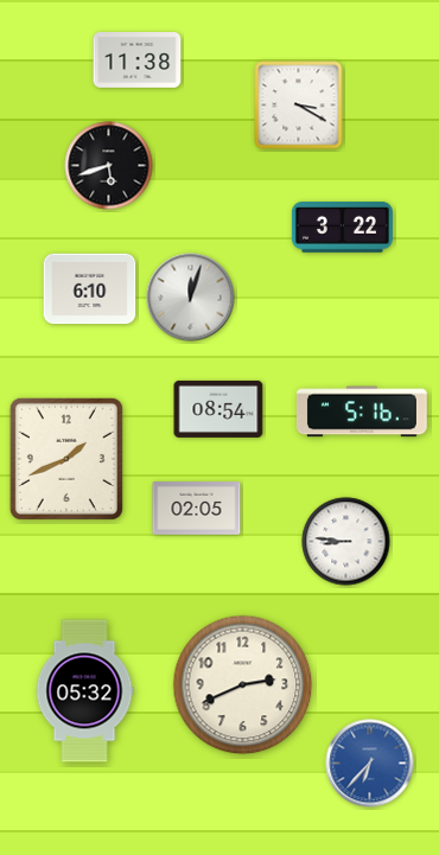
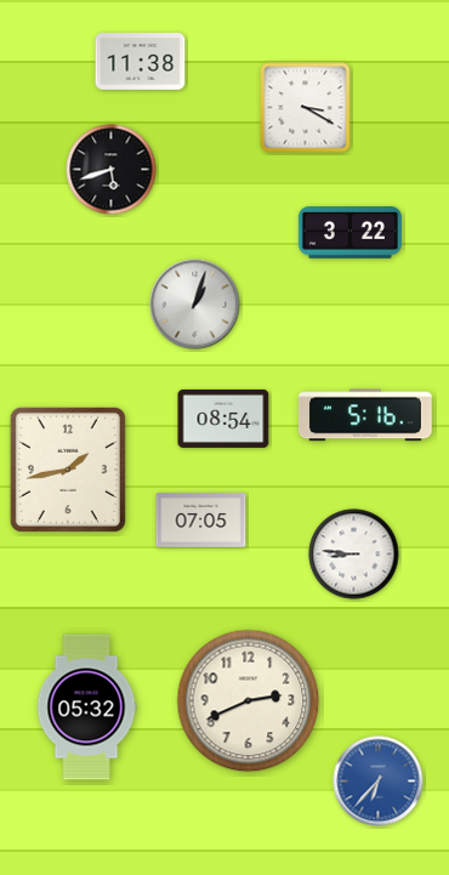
clock at (90, 289): 6:10 -> none
clock at (191, 298): 12:03 -> 1:03
clock at (362, 411) position: (362, 411) -> (365, 415)
clock at (66, 459): 1:41 -> 1:43
clock at (197, 509): 02:05 -> 07:05
